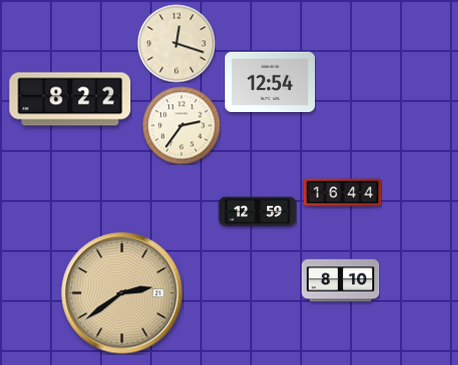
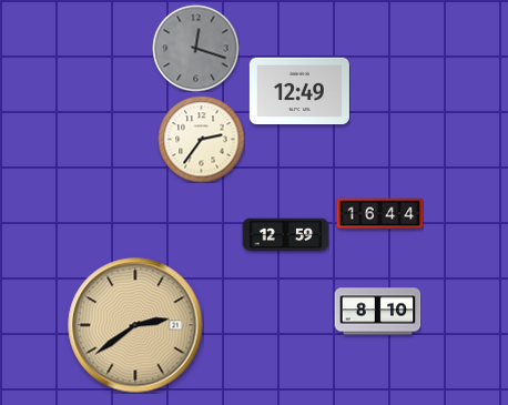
clock at (176, 43) dial: cream -> grey
clock at (270, 82): 12:54 -> 12:49
clock at (70, 99): 8:22 -> none
